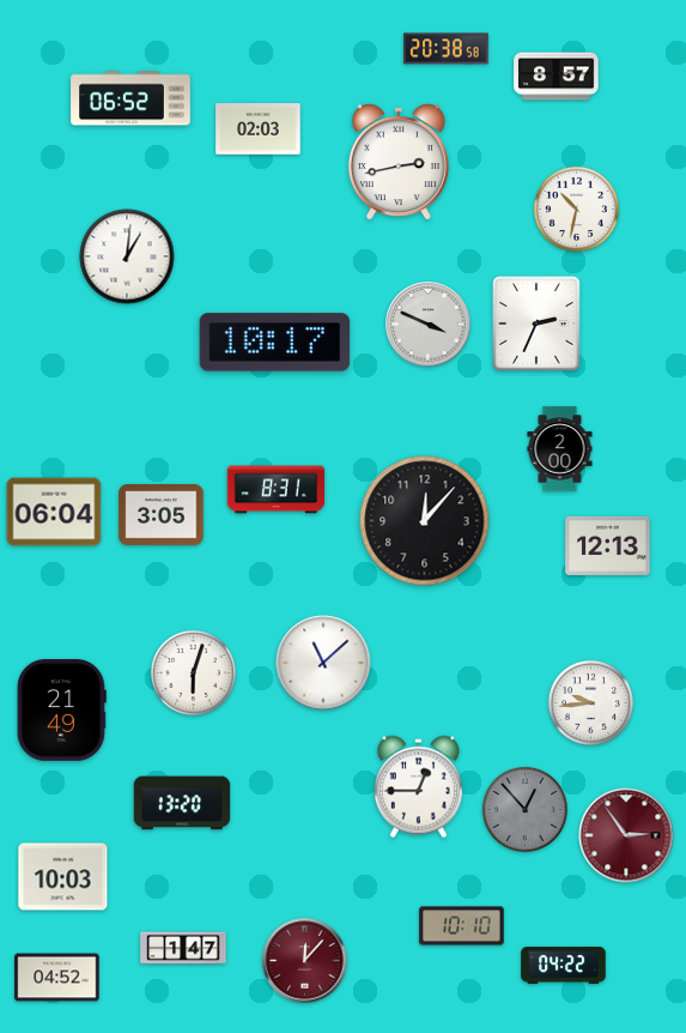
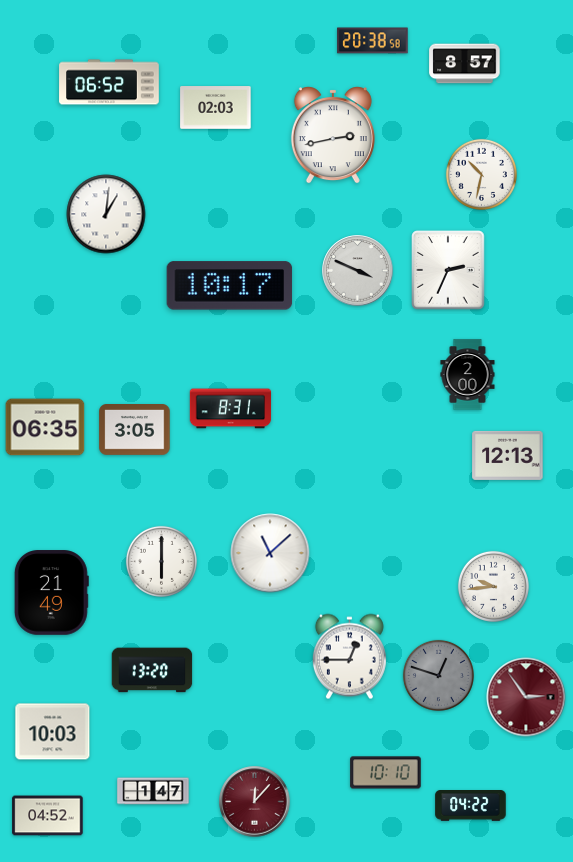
clock at (54, 512): 06:04 -> 06:35
clock at (425, 521): 12:07 -> none
clock at (193, 672): 6:03 -> 6:00
clock at (524, 809): 12:53 -> 12:48
clock at (626, 835) position: (626, 835) -> (526, 697)
